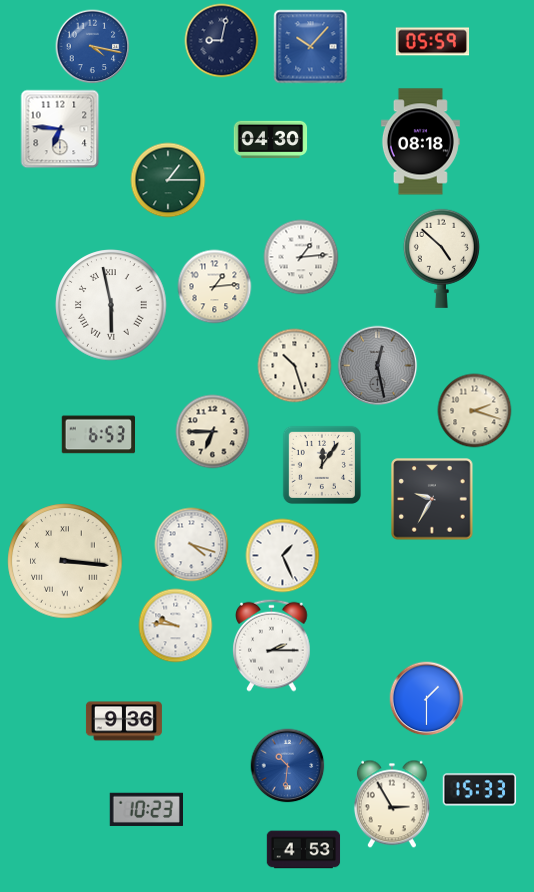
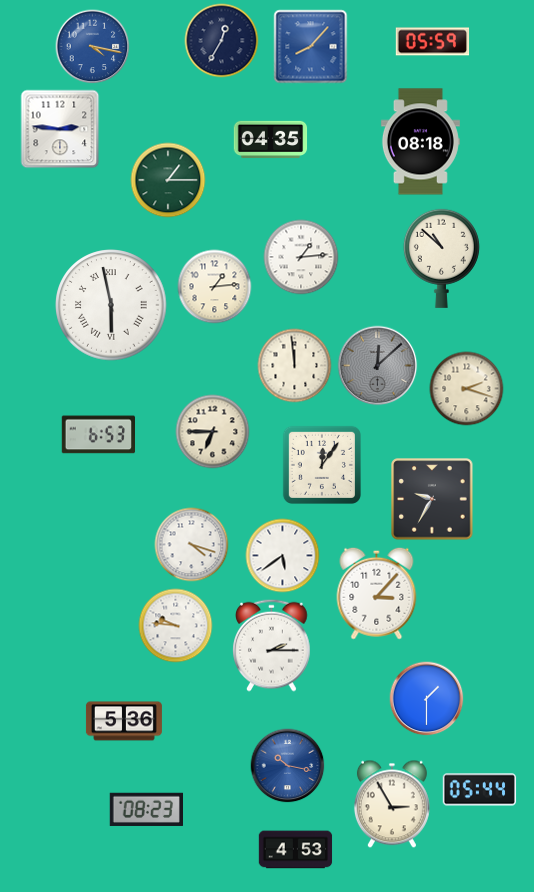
clock at (222, 41): 9:02 -> 12:35
clock at (311, 47): 10:07 -> 8:07
clock at (60, 129): 6:46 -> 2:46
clock at (271, 140): 04:30 -> 04:35
clock at (441, 258): 4:52 -> 10:52
clock at (295, 366): 10:27 -> 11:59
clock at (378, 366): 12:28 -> 12:08
clock at (475, 411) position: (475, 411) -> (467, 389)
clock at (283, 556): 1:26 -> 5:39
clock at (65, 561): 3:16 -> none
clock at (377, 593): none -> 3:07
clock at (124, 721): 9:36 -> 5:36
clock at (288, 766): 10:31 -> 10:17
clock at (480, 790): 15:33 -> 05:44
clock at (146, 809): 10:23 -> 08:23
clock at (304, 850) position: (304, 850) -> (296, 850)
